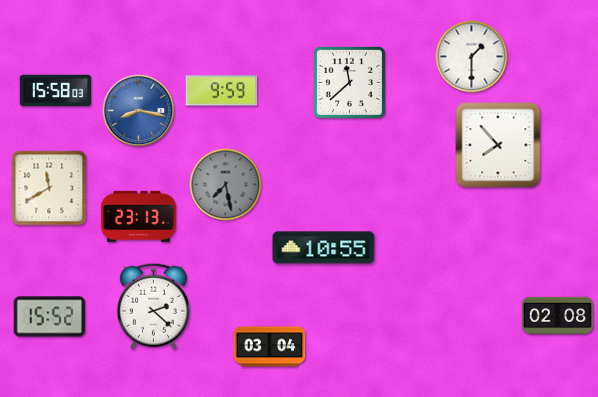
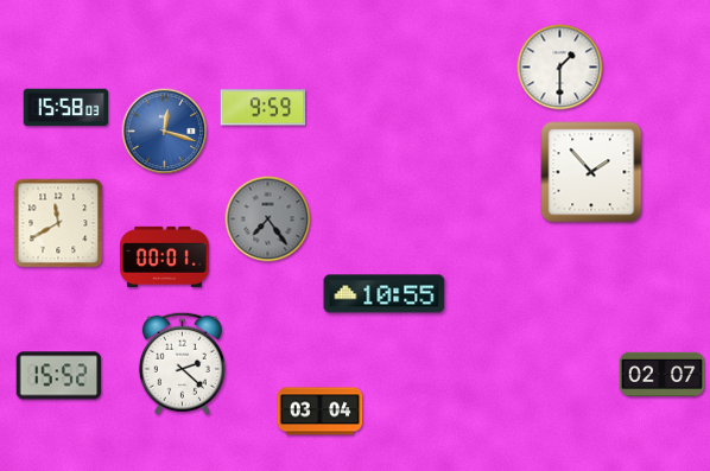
clock at (349, 82): 11:38 -> none
clock at (139, 111): 8:17 -> 12:18
clock at (498, 145): 7:53 -> 1:53
clock at (226, 185): 7:28 -> 7:24
clock at (138, 216): 23:13 -> 00:01
clock at (558, 316): 02:08 -> 02:07
